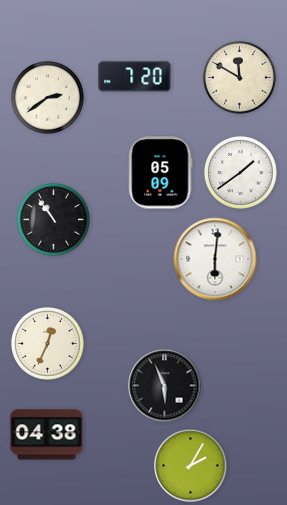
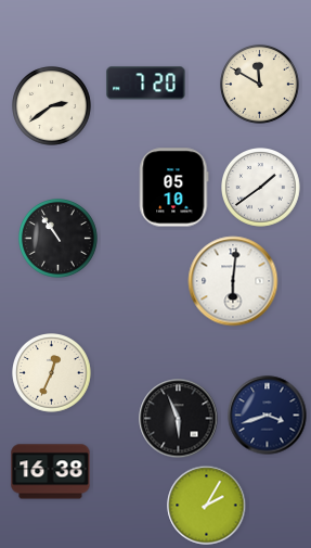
clock at (161, 173): 05:09 -> 05:10
clock at (268, 416): none -> 3:42
clock at (47, 435): 04:38 -> 16:38
